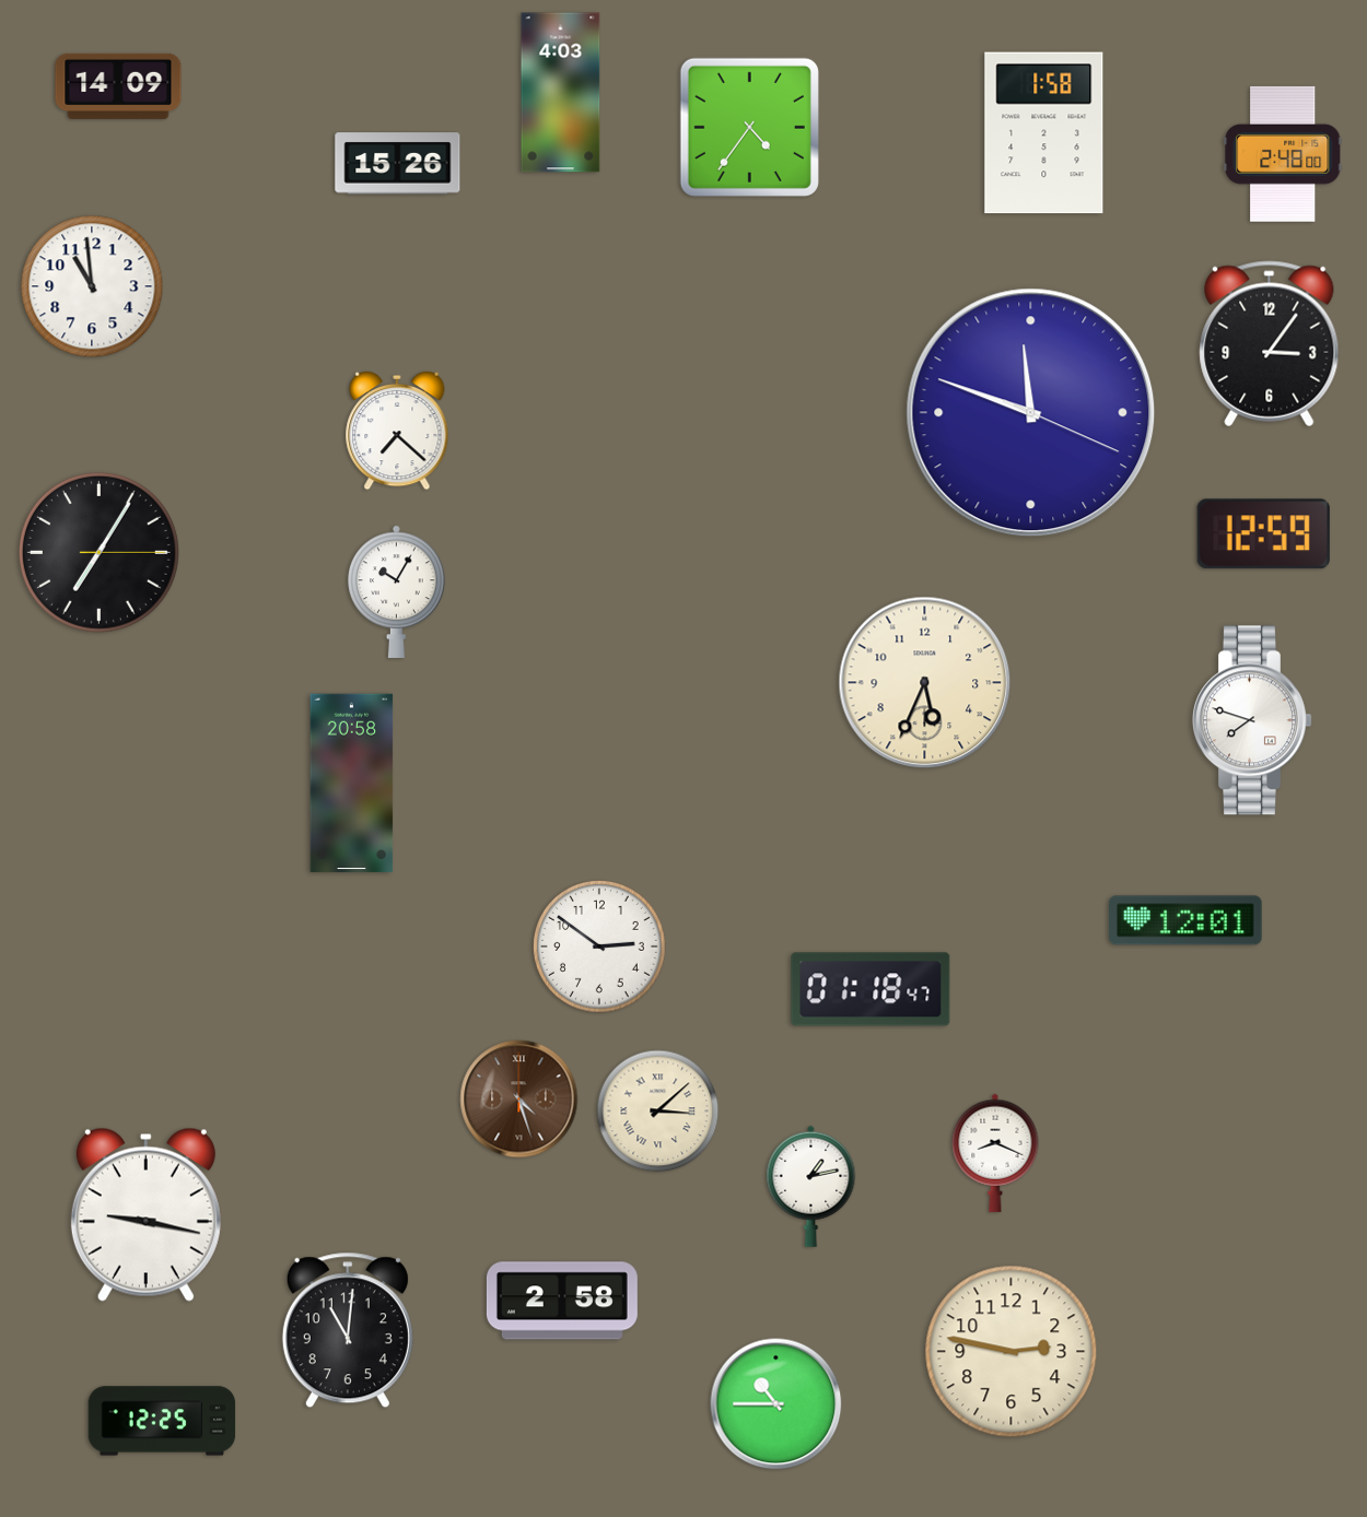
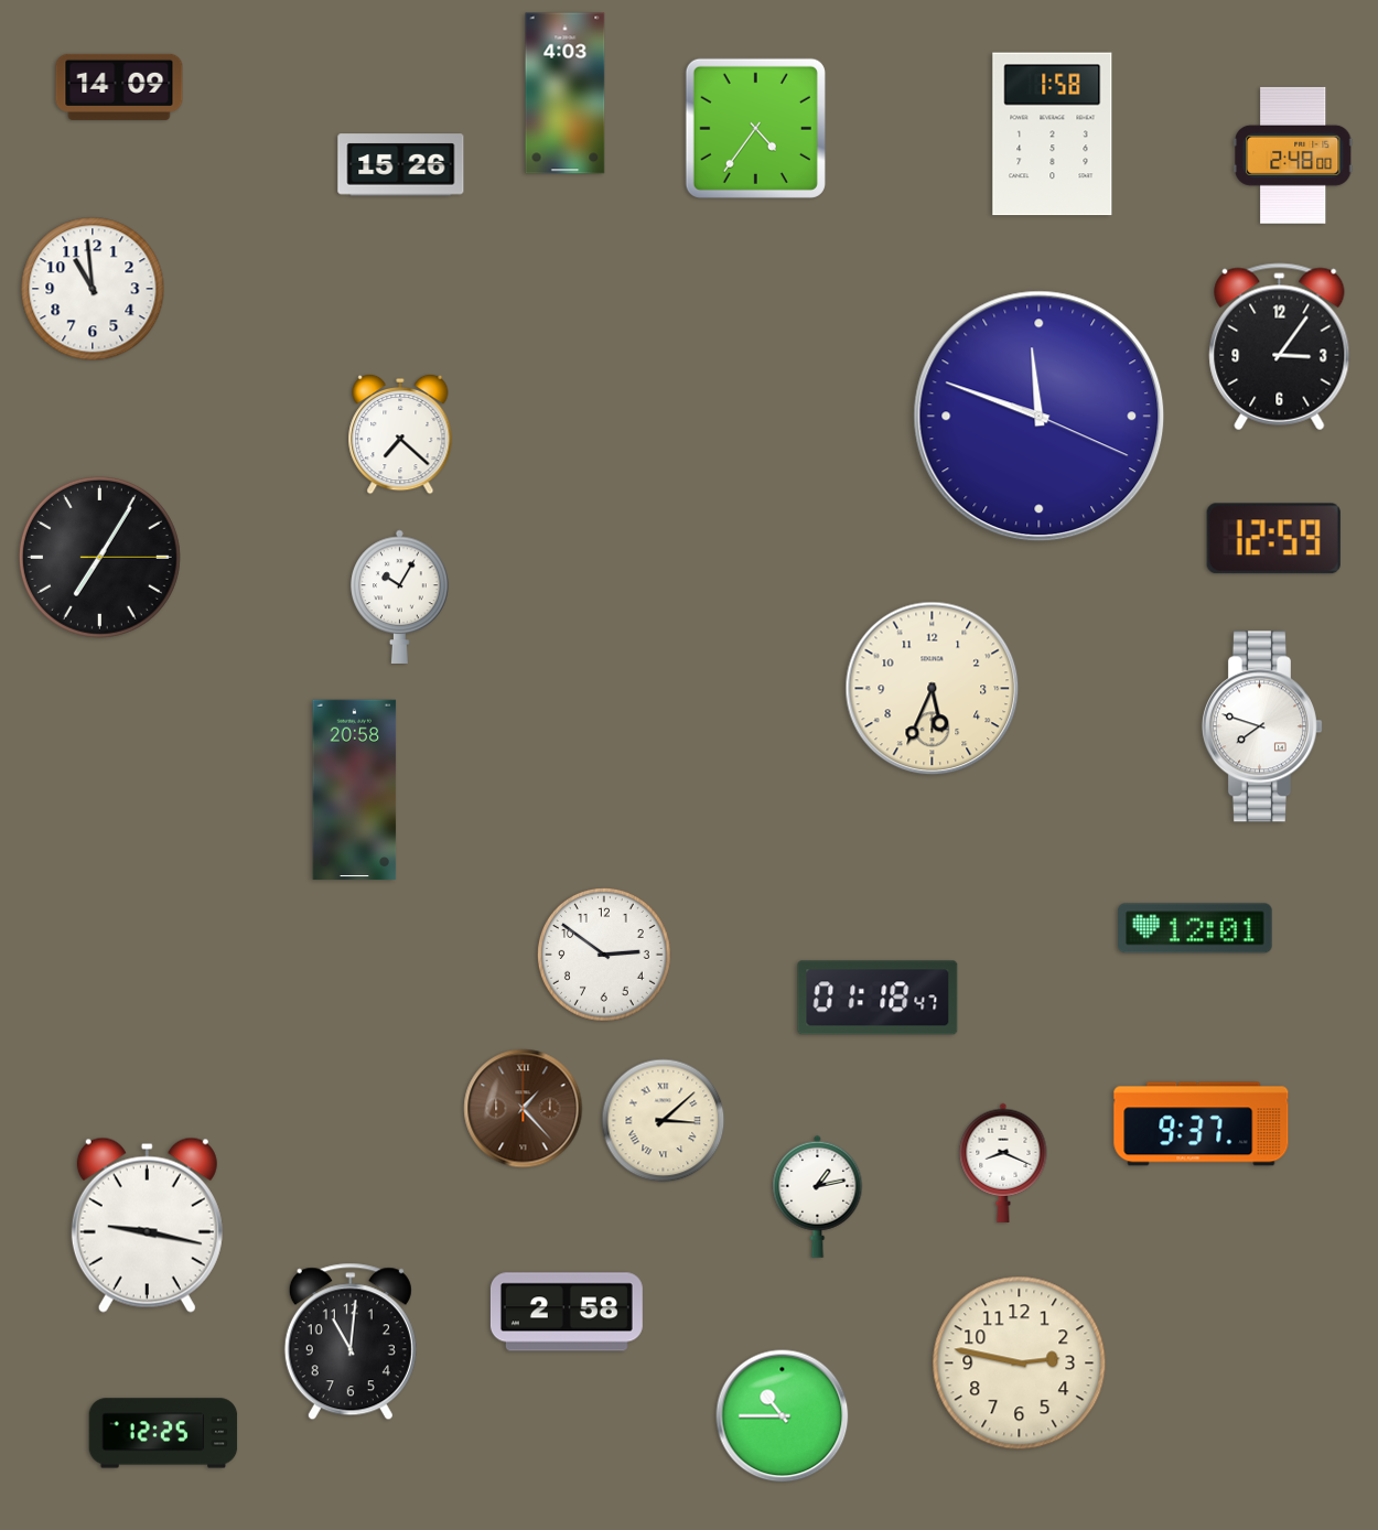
clock at (519, 1099): 4:27 -> 1:23
clock at (1202, 1124): none -> 9:37
